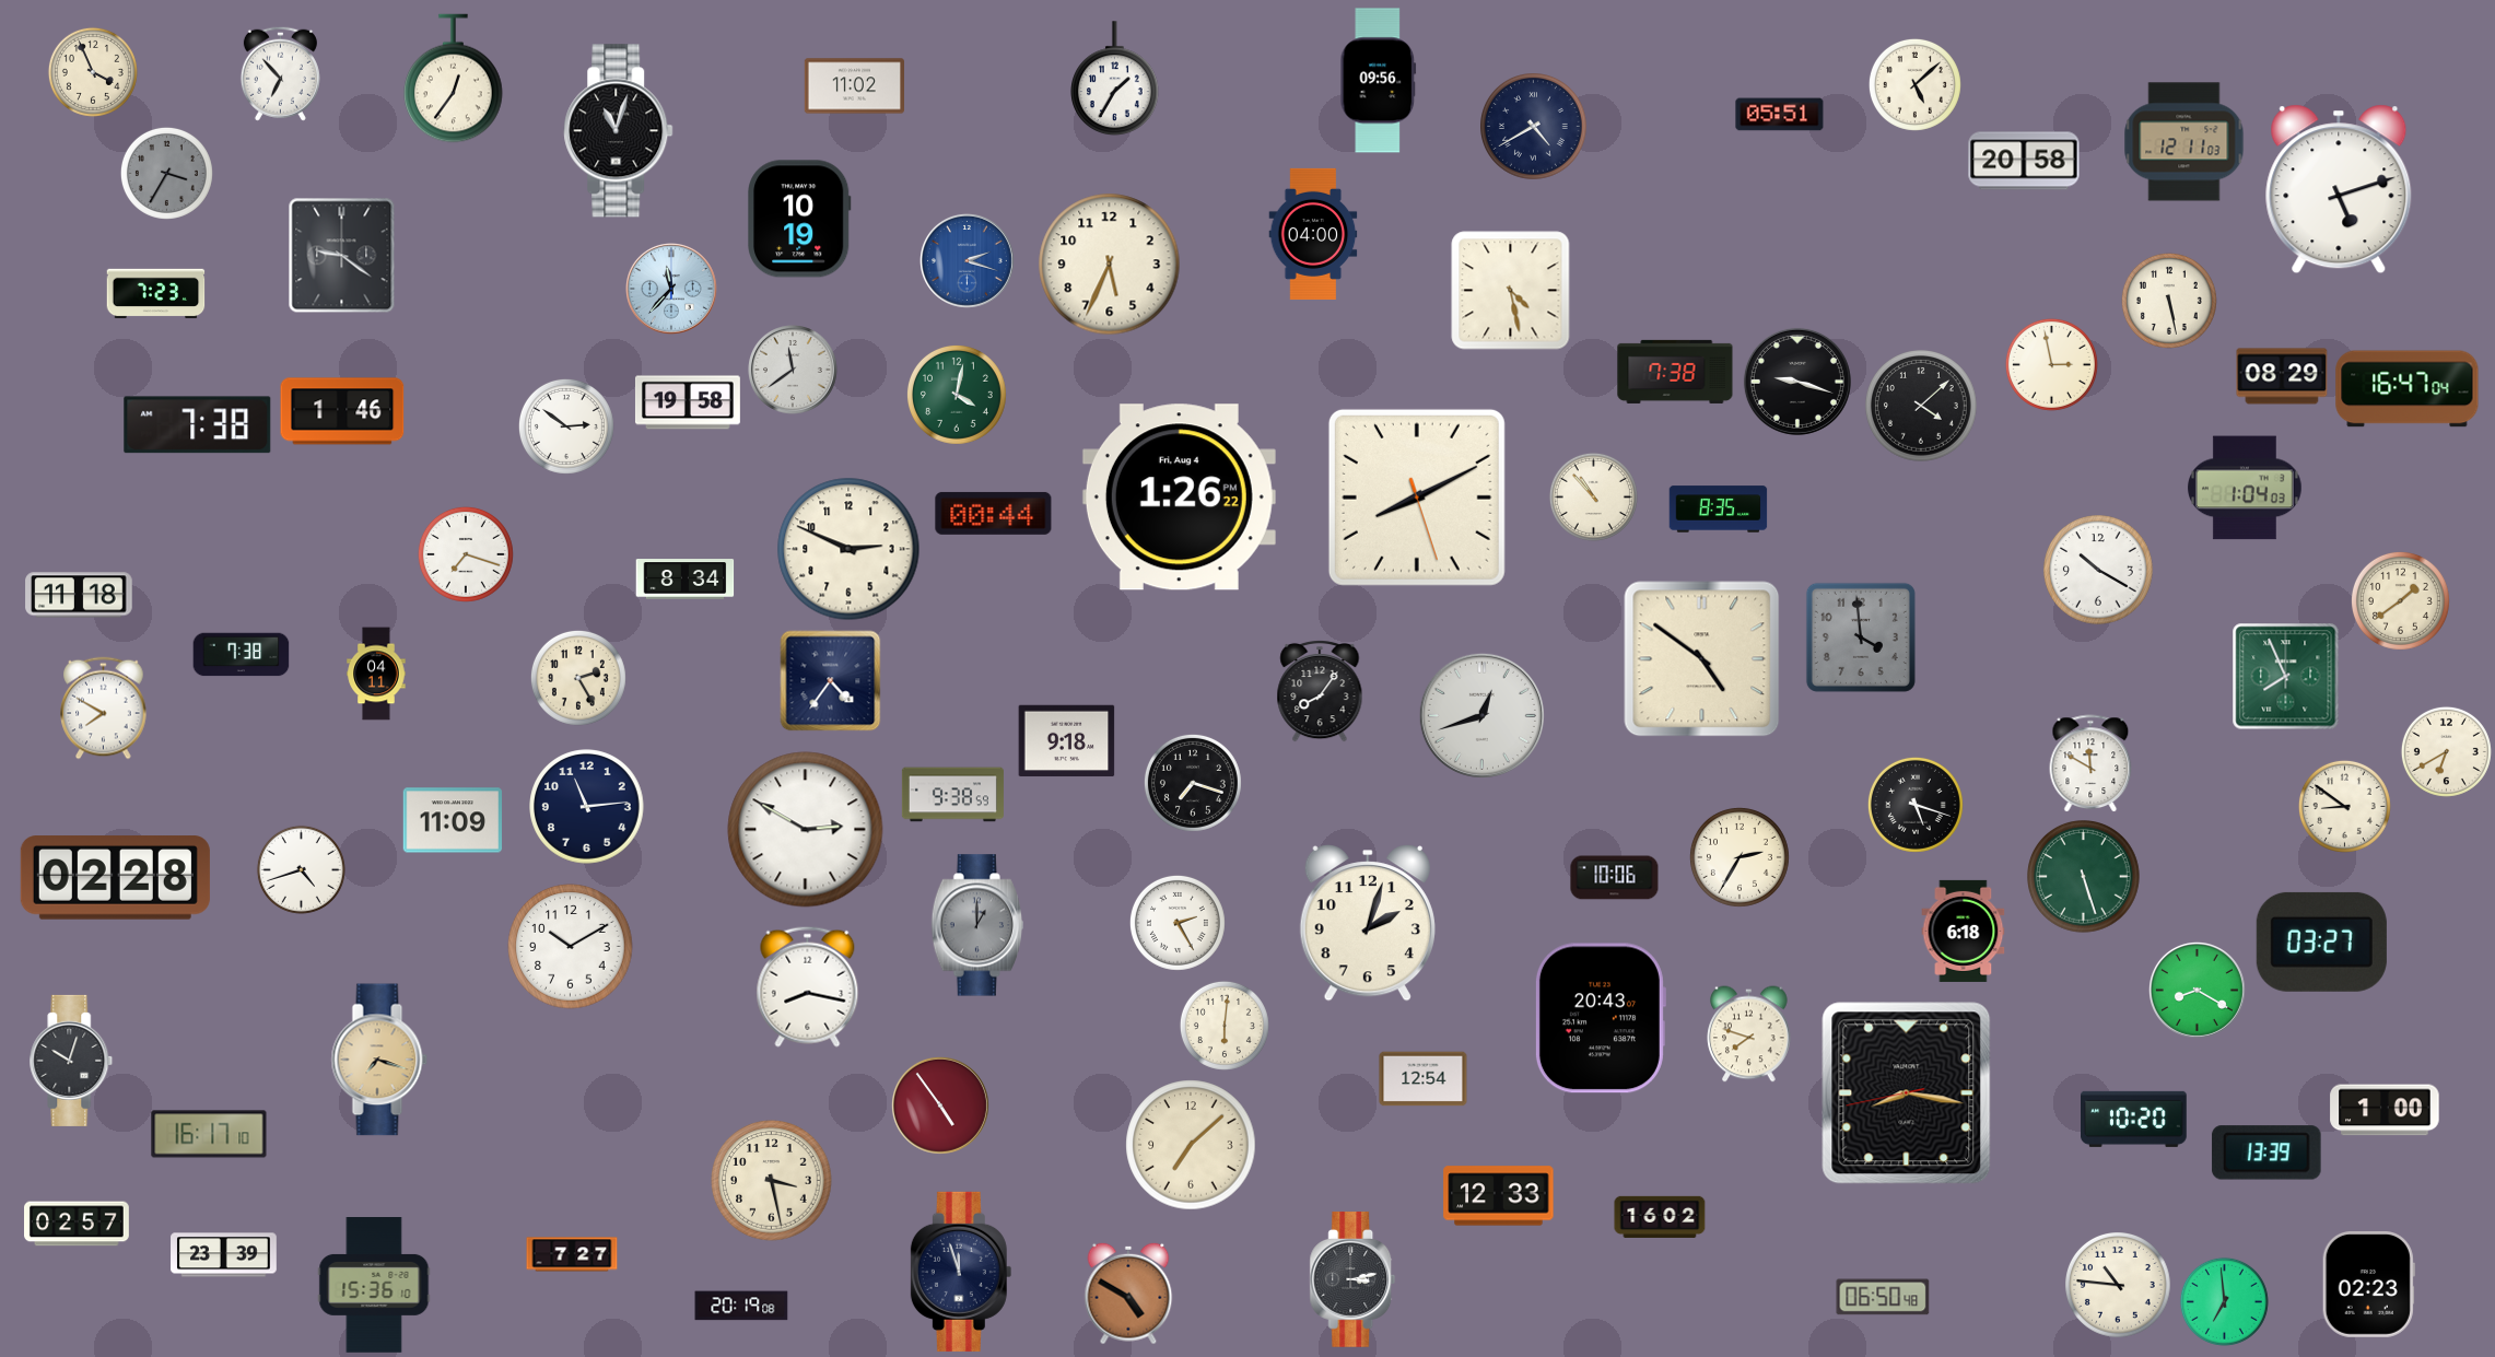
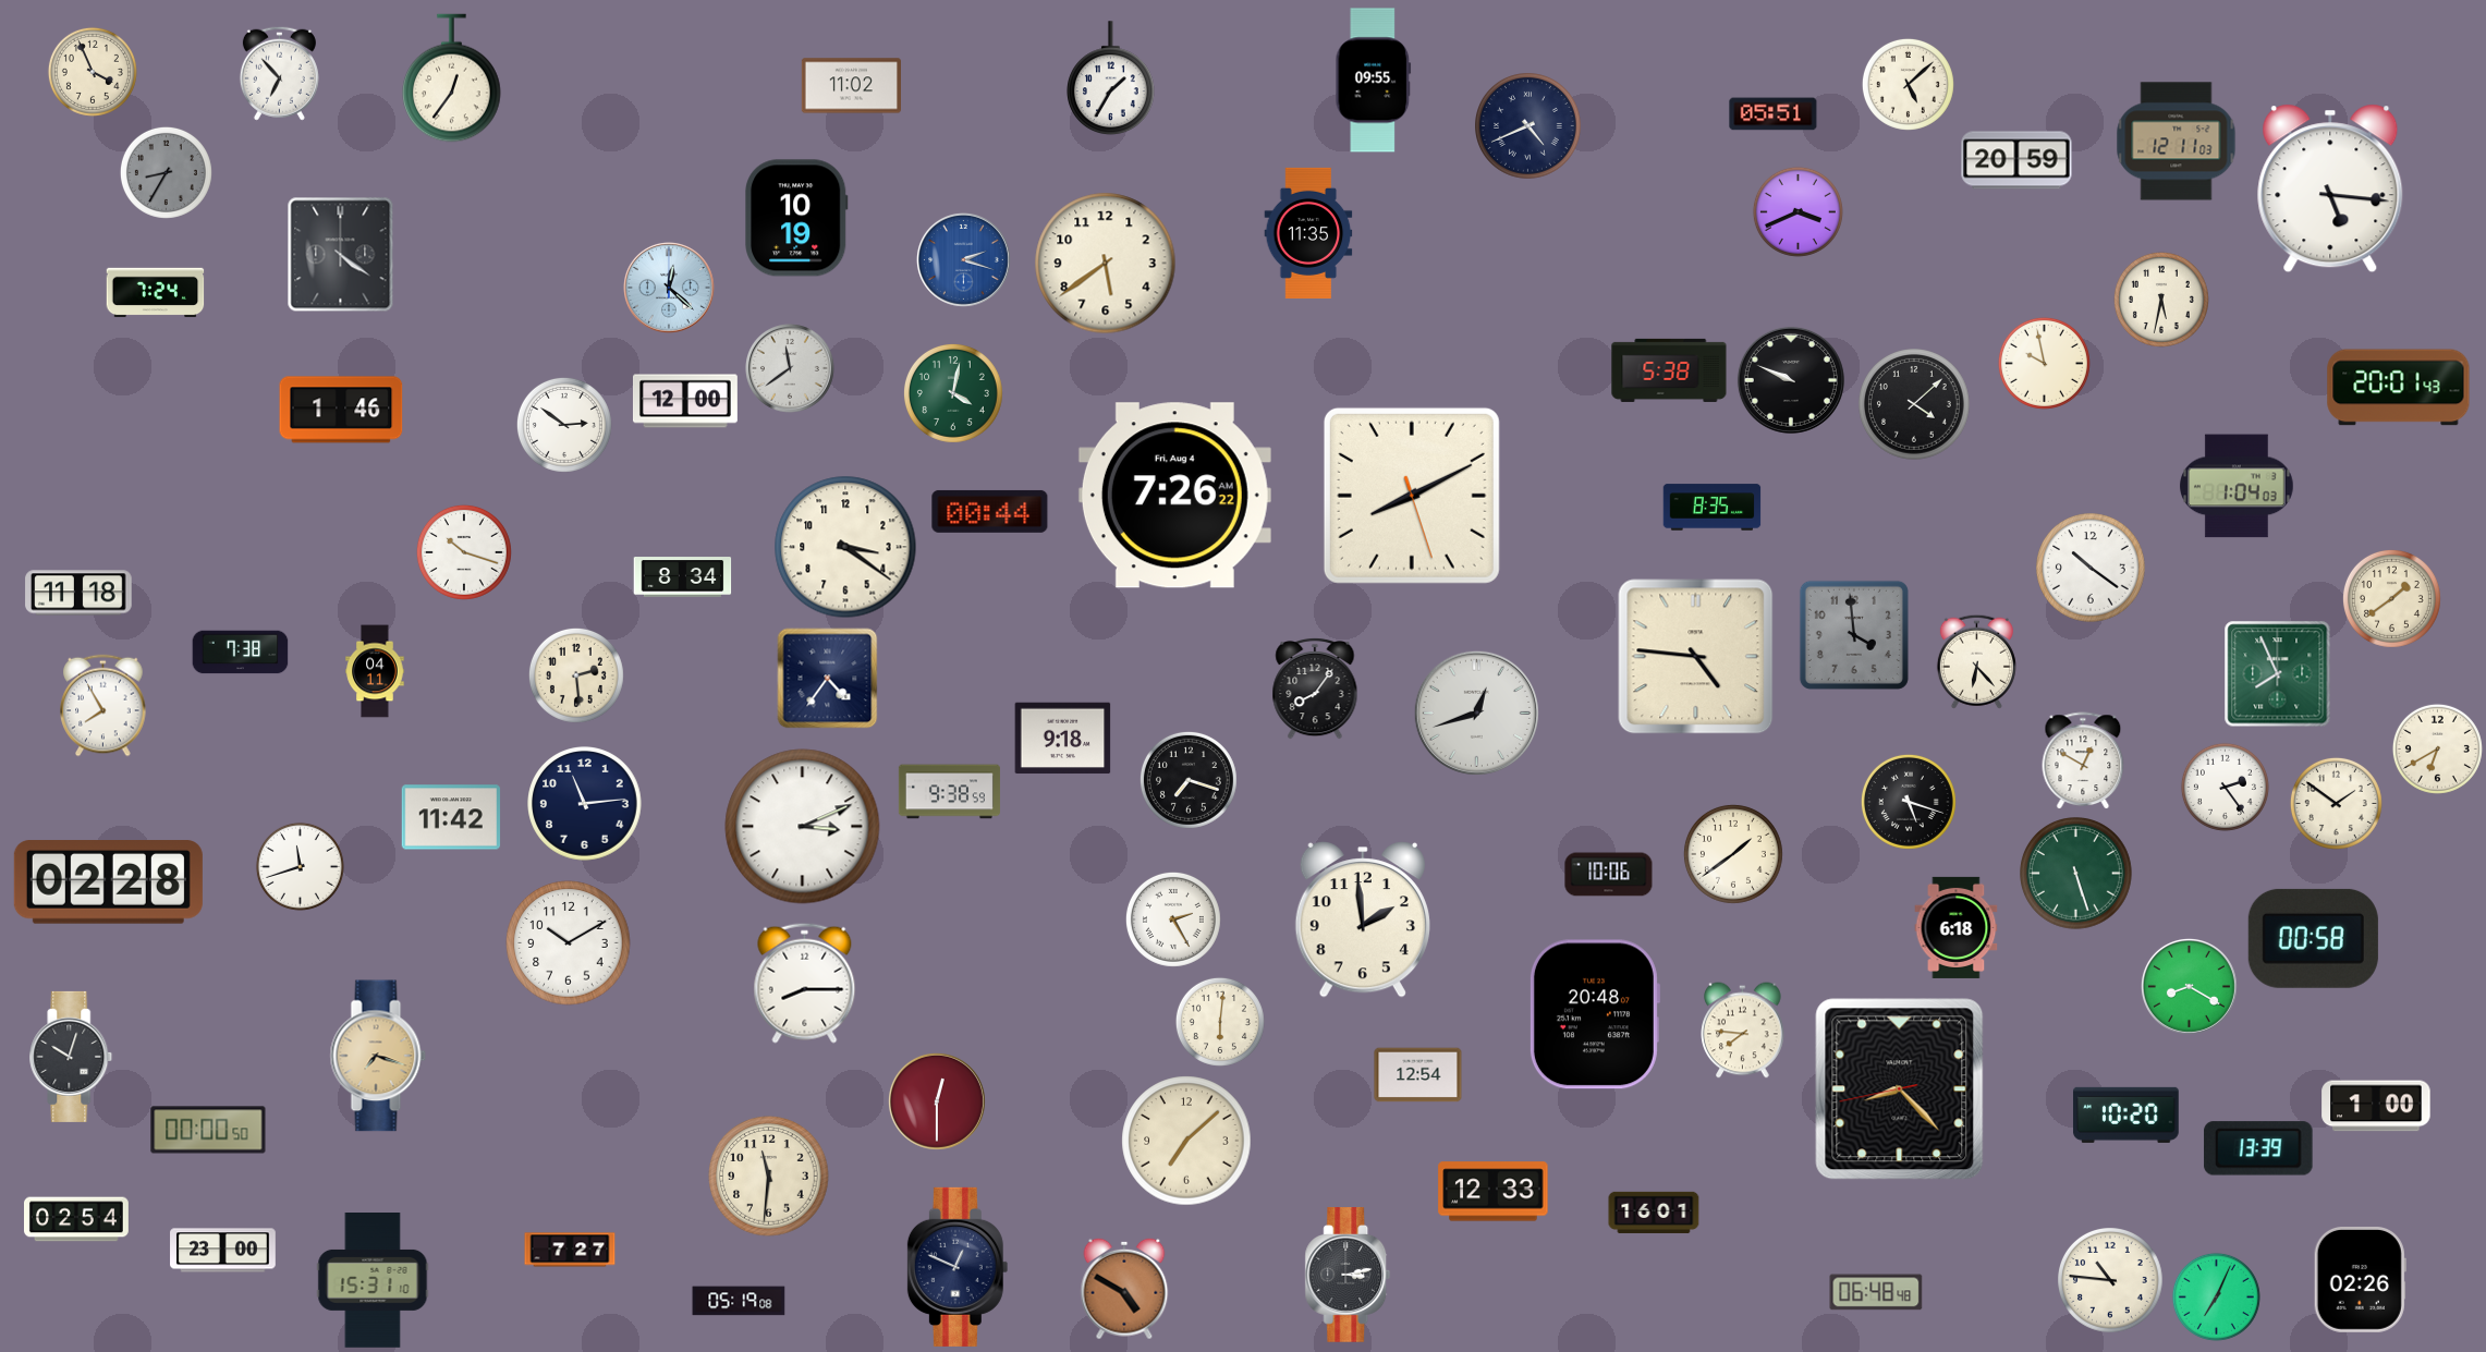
clock at (1379, 81): 09:56 -> 09:55
clock at (1534, 127): 4:40 -> 4:41
clock at (619, 131): 11:03 -> none
clock at (2024, 161): 20:58 -> 20:59
clock at (166, 173): 3:35 -> 8:35
clock at (2339, 189): 5:12 -> 5:16
clock at (1798, 211): none -> 3:41
clock at (1313, 234): 04:00 -> 11:35
clock at (342, 256): 9:21 -> 4:21
clock at (1110, 265): 5:34 -> 5:39
clock at (672, 290): 11:37 -> 12:22
clock at (1511, 291): 4:28 -> none
clock at (156, 294): 7:23 -> 7:24
clock at (2169, 301): 5:28 -> 5:32
clock at (2051, 364): 2:58 -> 9:58
clock at (1675, 372): 7:38 -> 5:38
clock at (2282, 376): 08:29 -> none
clock at (1797, 382): 9:18 -> 9:49
clock at (2408, 389): 16:47 -> 20:01
clock at (688, 402): 19:58 -> 12:00
clock at (198, 425): 7:38 -> none
clock at (1593, 496): 10:53 -> none
clock at (1179, 498): 1:26 -> 7:26
clock at (848, 549): 2:49 -> 3:21
clock at (466, 554): 7:18 -> 10:18
clock at (2099, 571): 10:20 -> 10:21
clock at (1702, 659): 4:51 -> 4:46
clock at (1976, 661): none -> 6:23
clock at (578, 678): 2:25 -> 2:29
clock at (104, 709): 7:50 -> 7:55
clock at (2090, 763): 11:50 -> 12:50
clock at (2225, 787): none -> 2:24
clock at (2344, 806): 8:51 -> 1:51
clock at (453, 820): 11:09 -> 11:42
clock at (806, 830): 2:50 -> 3:11
clock at (1740, 857): 2:35 -> 1:39
clock at (301, 869): 4:42 -> 11:42
clock at (115, 878) position: (115, 878) -> (108, 882)
clock at (1368, 923): 2:03 -> 1:59
clock at (977, 925): 1:00 -> none
clock at (2321, 941): 03:27 -> 00:58
clock at (808, 986): 8:17 -> 8:15
clock at (1600, 1018): 20:43 -> 20:48
clock at (1749, 1034): 7:48 -> 7:46
clock at (1907, 1093): 8:16 -> 8:22
clock at (940, 1106): 4:54 -> 12:30
clock at (209, 1134): 16:17 -> 00:00
clock at (772, 1181): 3:28 -> 11:31
clock at (1660, 1217): 16:02 -> 16:01
clock at (78, 1224): 02:57 -> 02:54
clock at (224, 1255): 23:39 -> 23:00
clock at (961, 1272): 11:57 -> 12:49
clock at (2368, 1285): 02:23 -> 02:26
clock at (374, 1286): 15:36 -> 15:31
clock at (1883, 1297): 06:50 -> 06:48
clock at (2224, 1301): 6:59 -> 7:04
clock at (741, 1306): 20:19 -> 05:19
